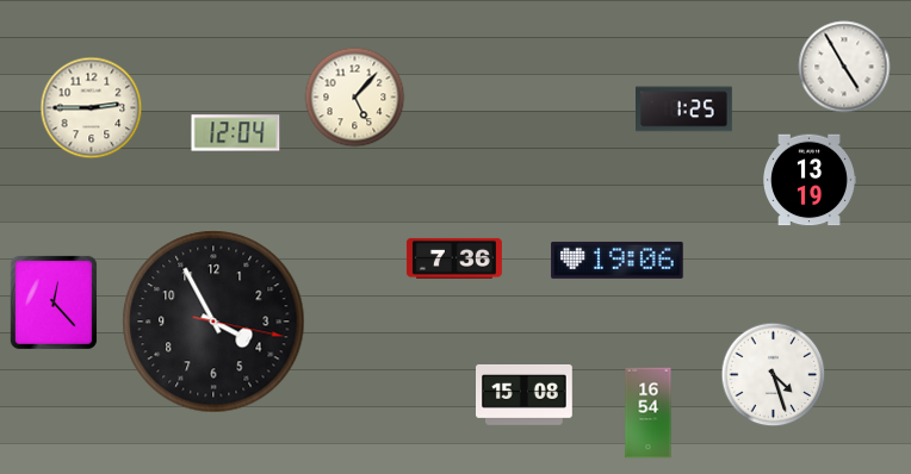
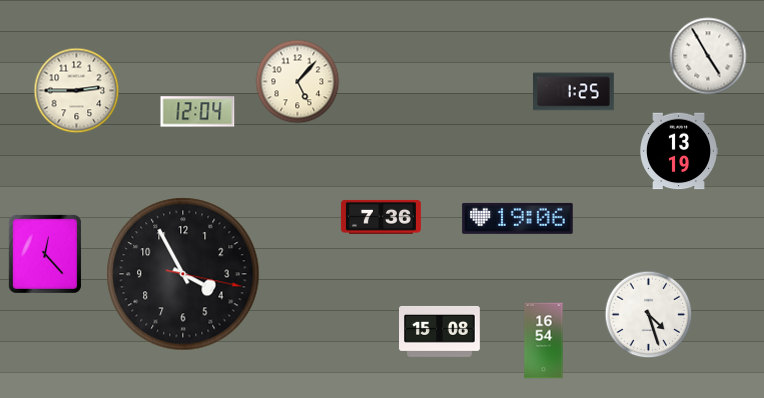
clock at (213, 322) position: (213, 322) -> (183, 274)
clock at (649, 413) position: (649, 413) -> (544, 341)
